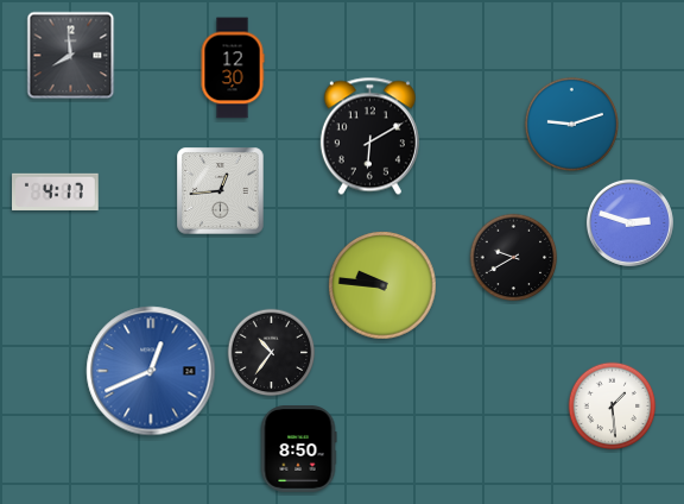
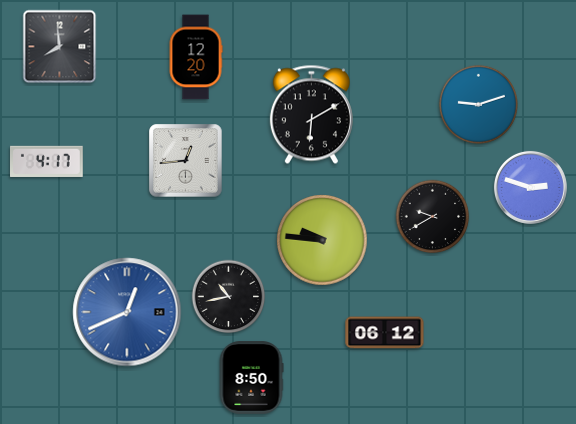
clock at (233, 68): 12:30 -> 12:20
clock at (571, 124) position: (571, 124) -> (478, 104)
clock at (272, 353): 10:36 -> 10:43
clock at (385, 333): none -> 06:12
clock at (613, 407): 1:29 -> none
